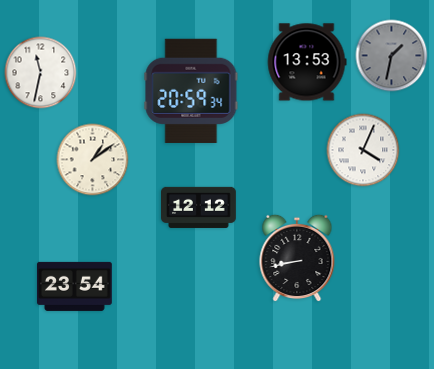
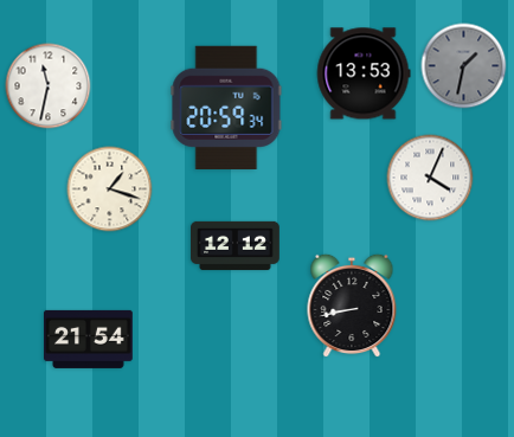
clock at (93, 160): 1:09 -> 1:18
clock at (75, 286): 23:54 -> 21:54
